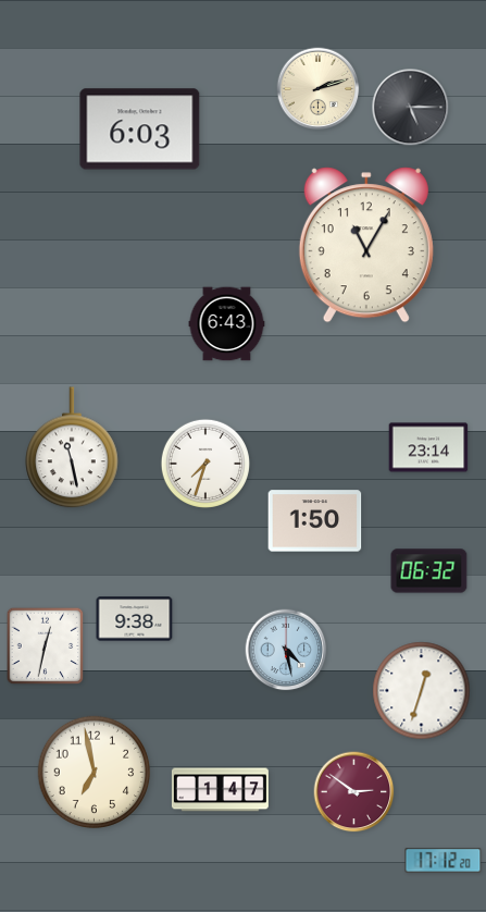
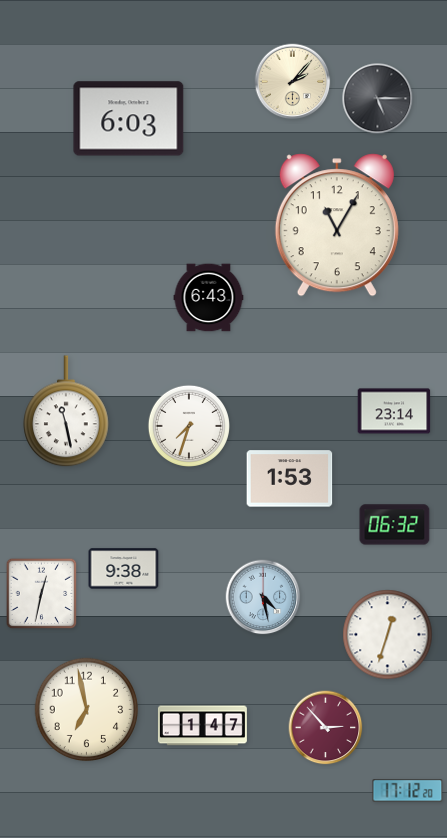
clock at (319, 89): 2:12 -> 2:07
clock at (315, 521): 1:50 -> 1:53
clock at (354, 792): 2:51 -> 2:53
